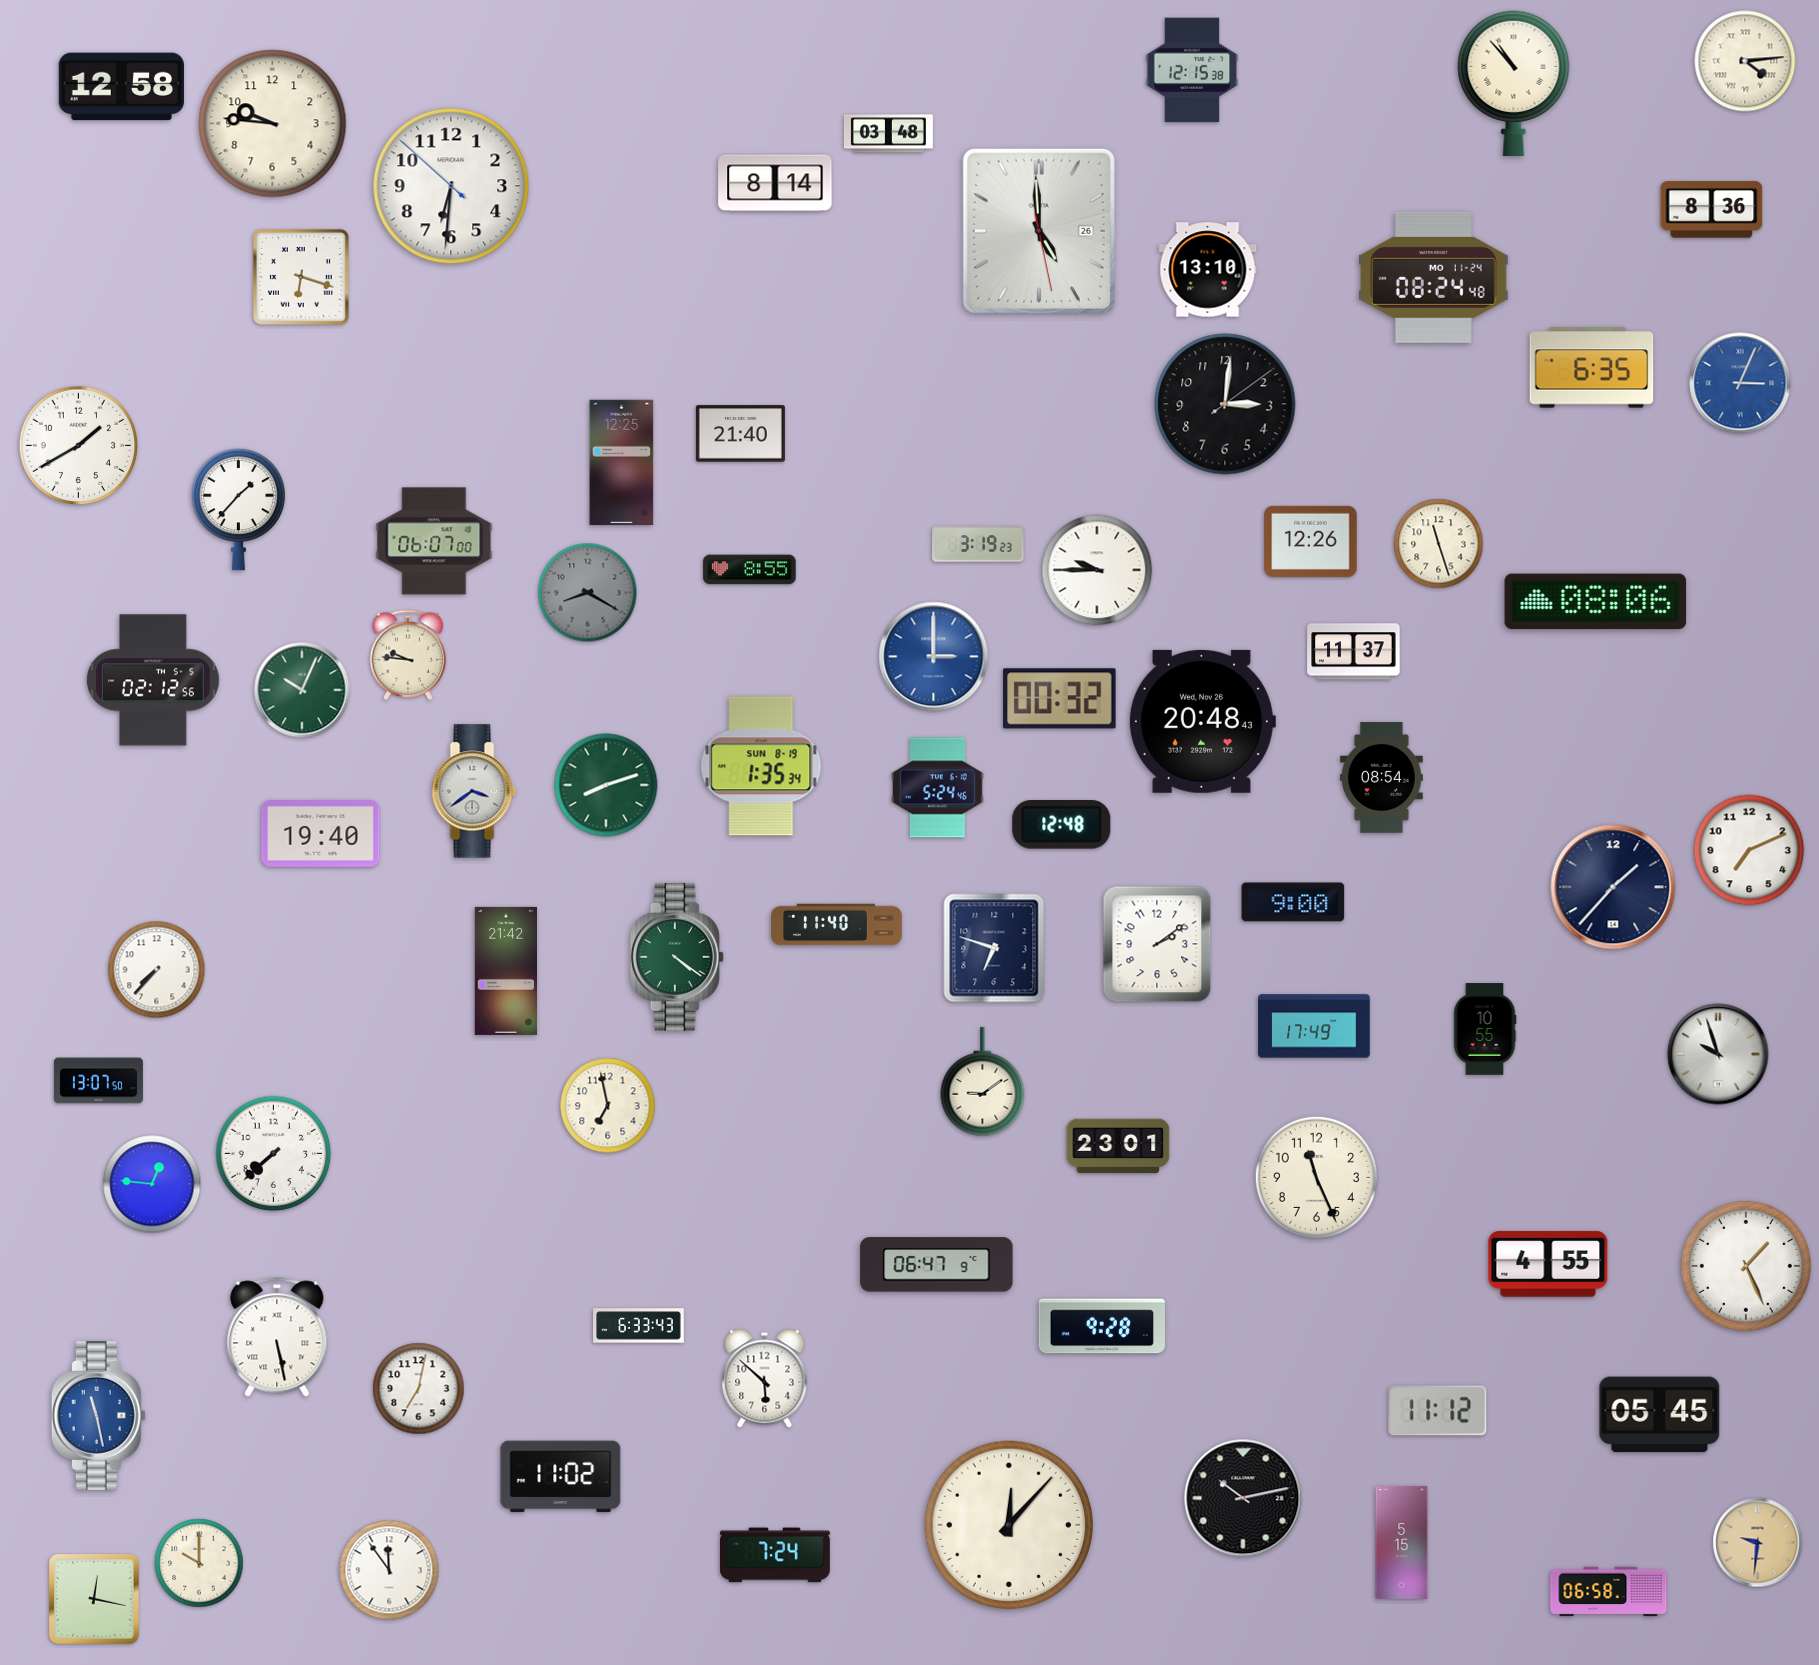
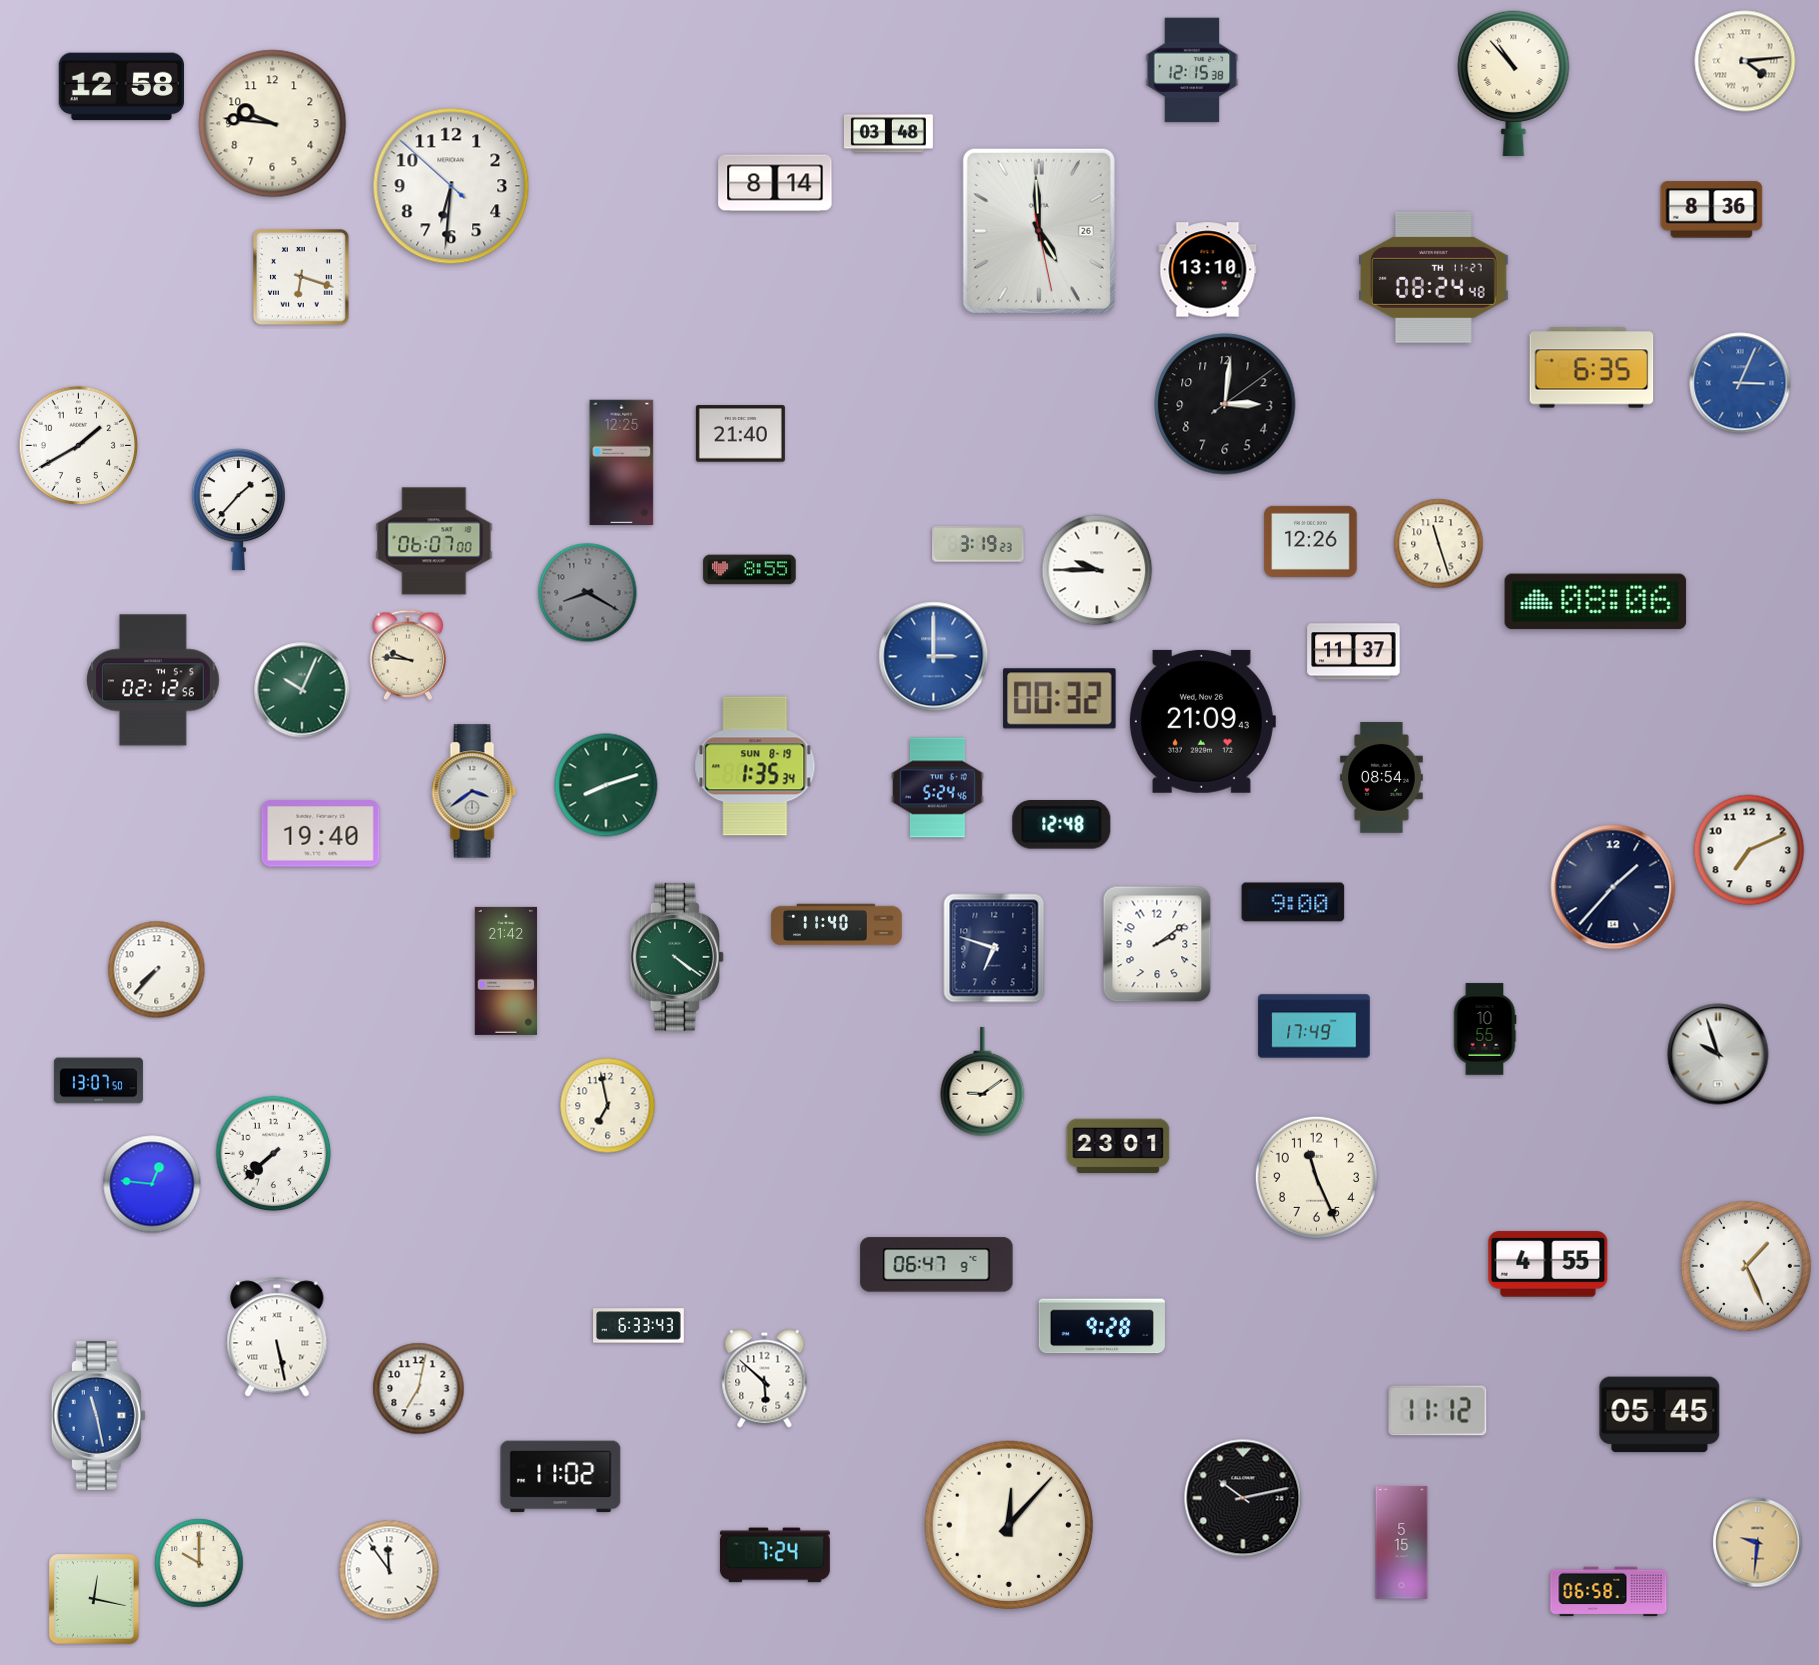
clock at (1434, 277) date: MO 11-24 -> TH 11-27
clock at (1202, 721): 20:48 -> 21:09
clock at (761, 766) position: (761, 766) -> (755, 766)
